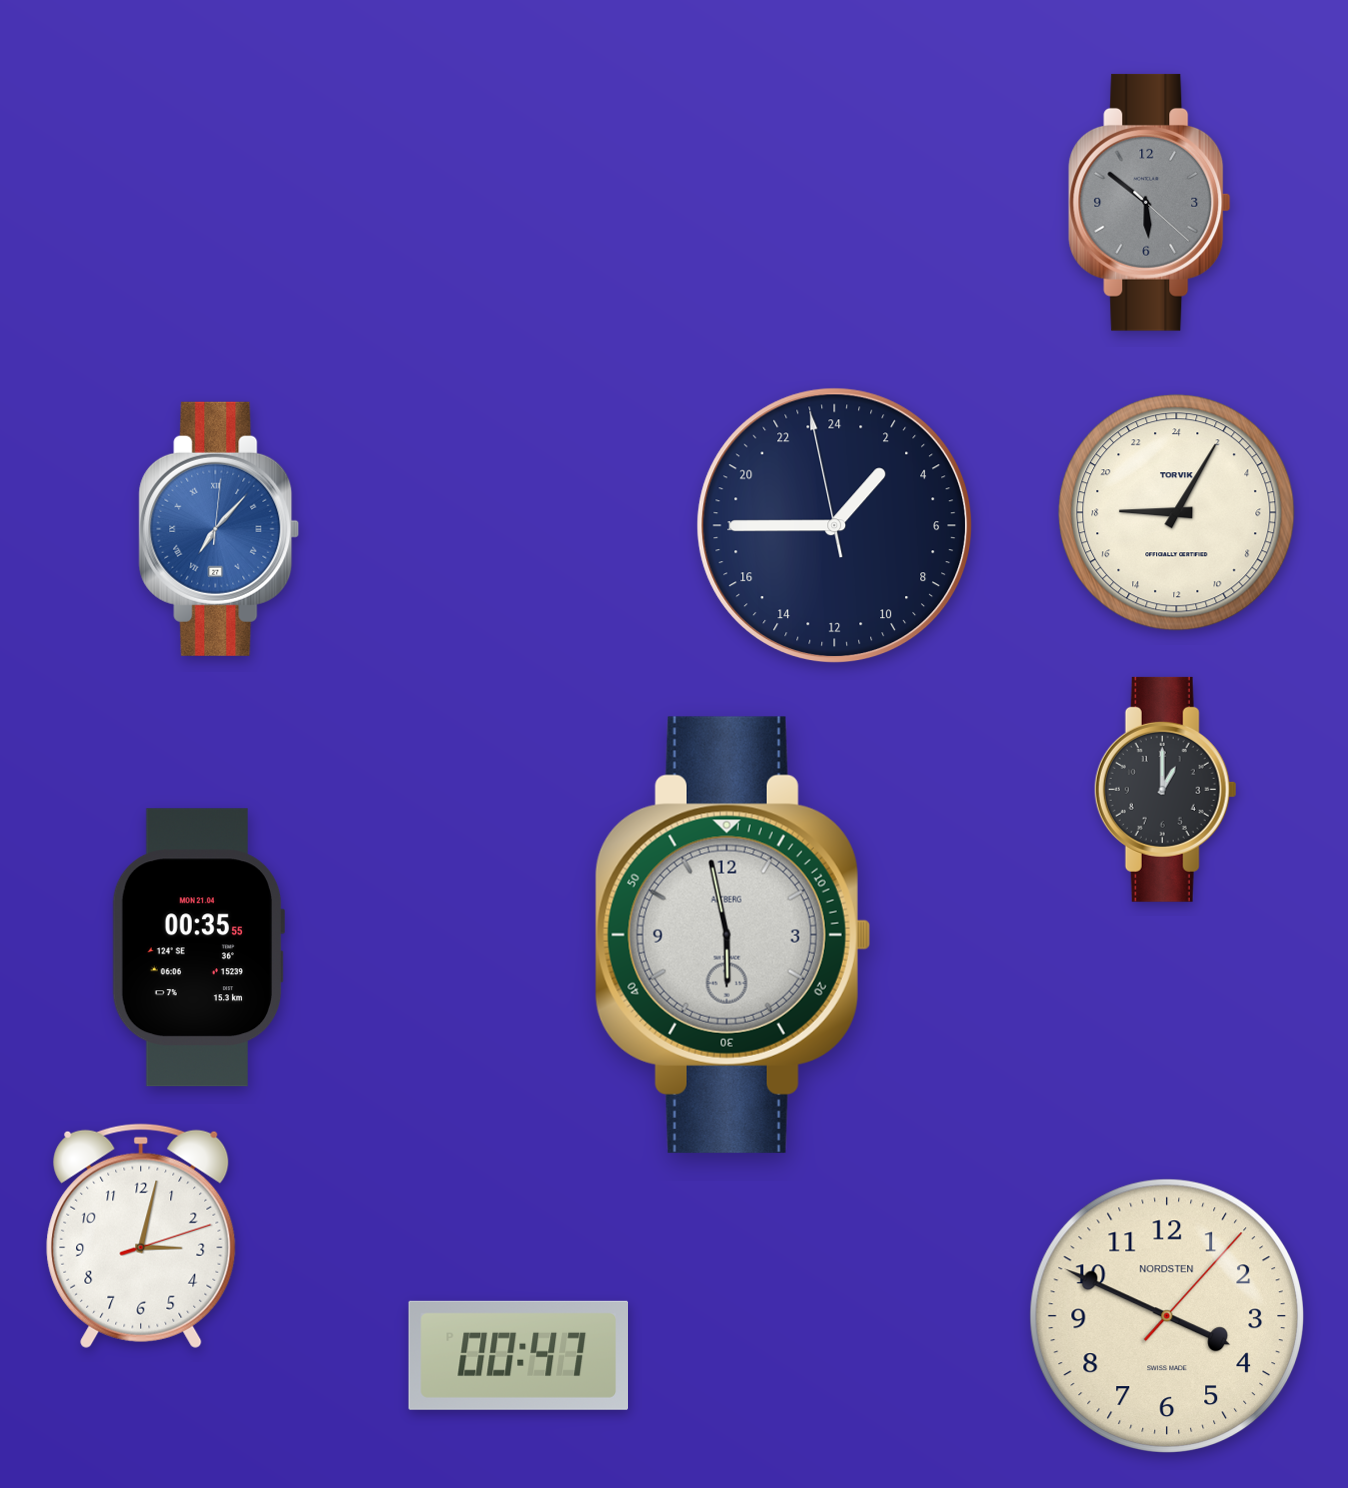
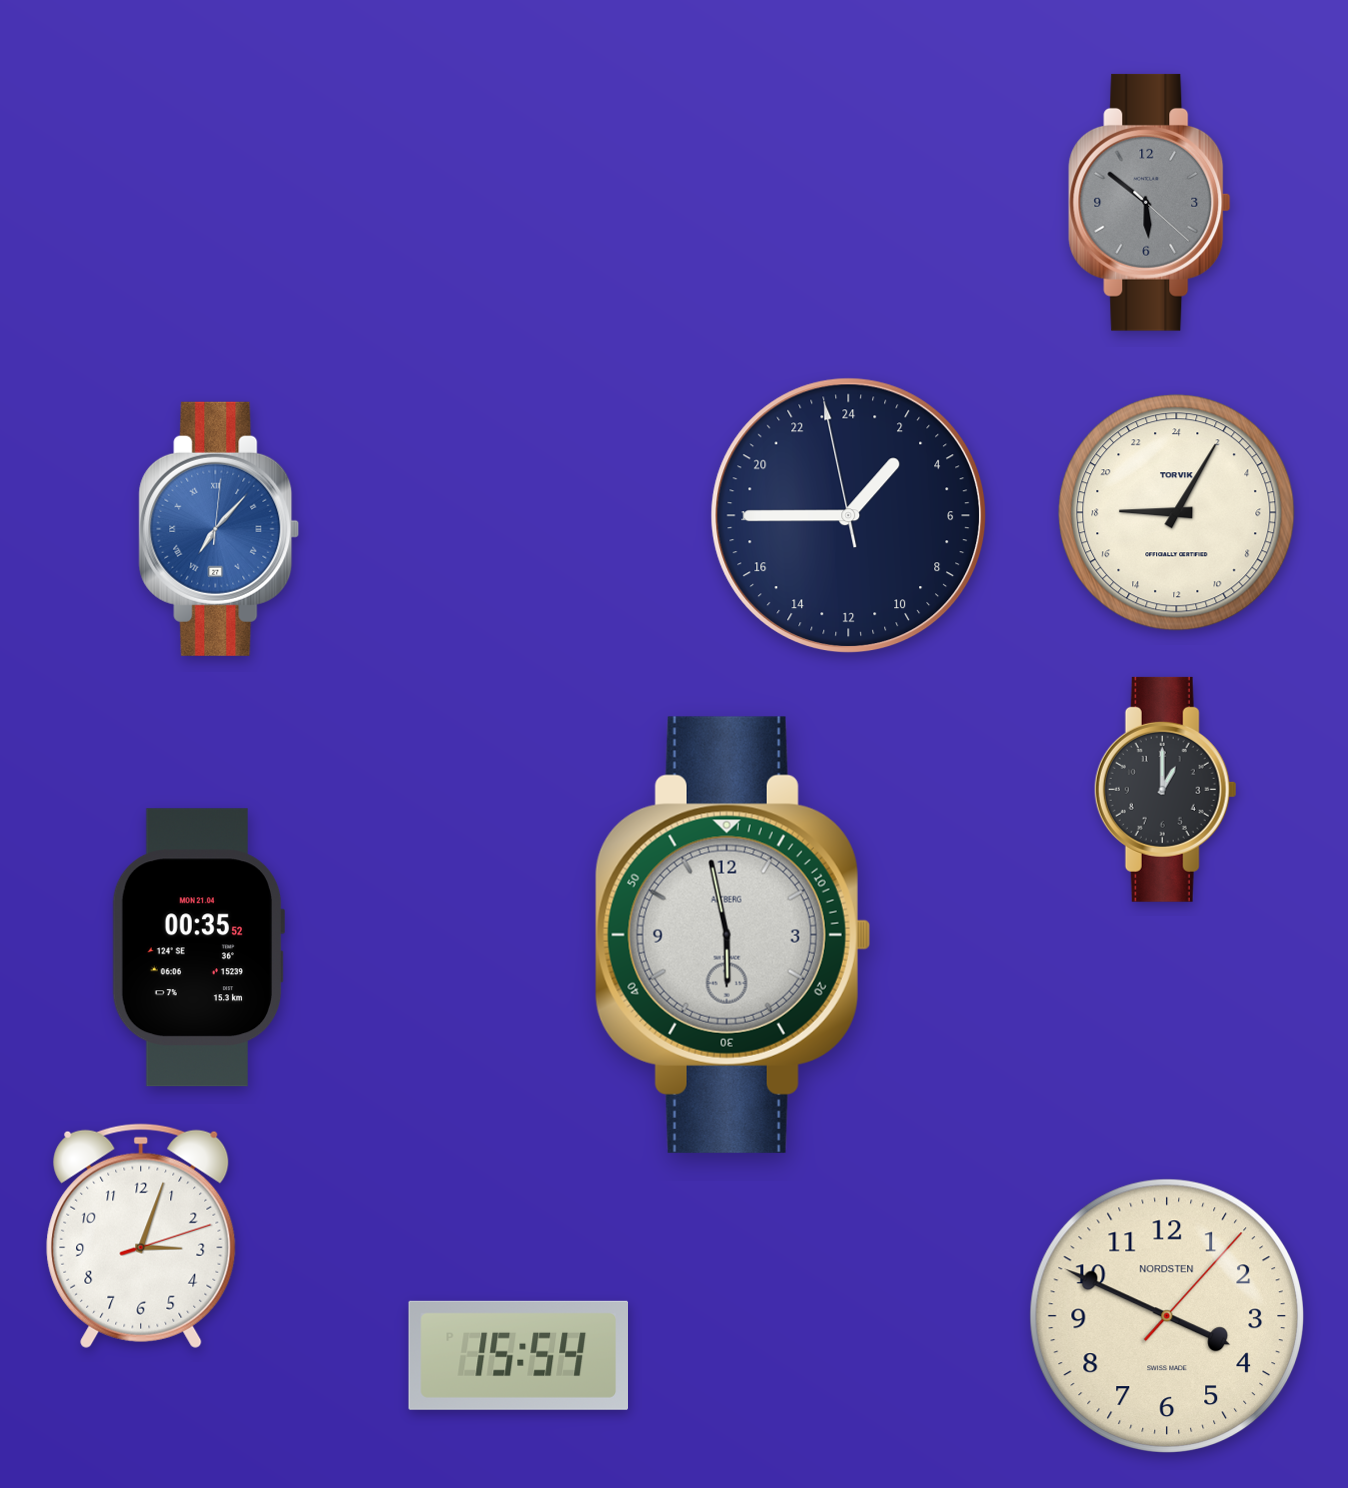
clock at (835, 526) position: (835, 526) -> (849, 516)
clock at (197, 948): 00:35:55 -> 00:35:52
clock at (141, 1236): 3:02 -> 3:03
clock at (518, 1355): 00:47 -> 15:54
